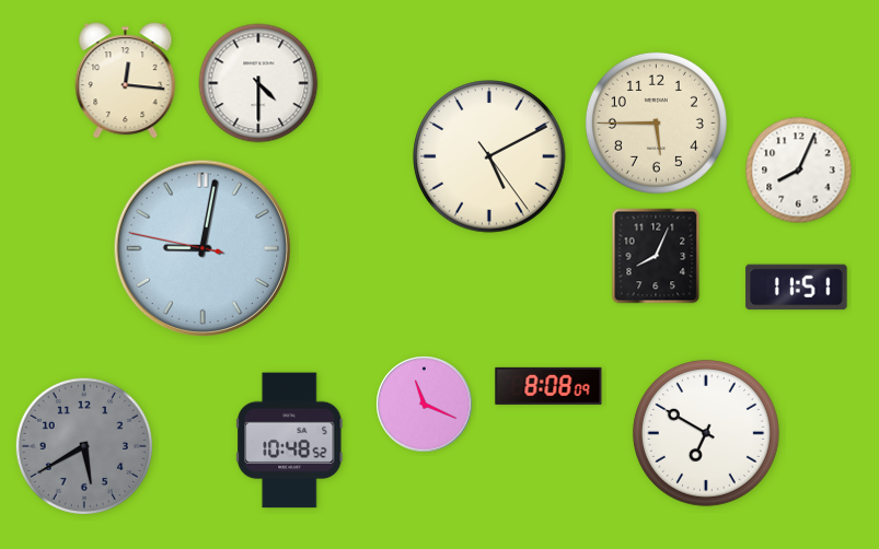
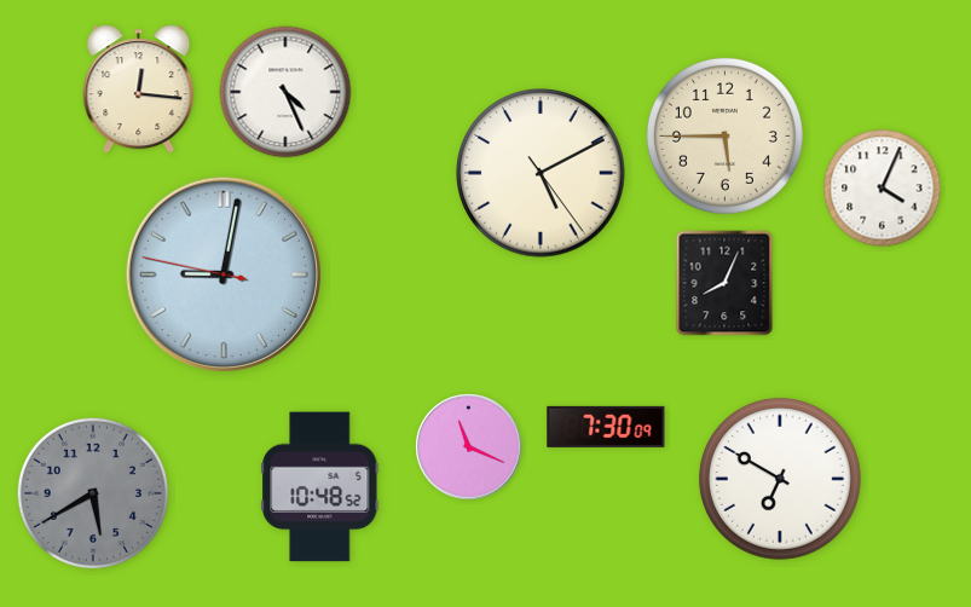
clock at (258, 83): 4:30 -> 4:26
clock at (799, 171): 8:04 -> 4:04
clock at (797, 288): 11:51 -> none
clock at (548, 386): 8:08 -> 7:30
